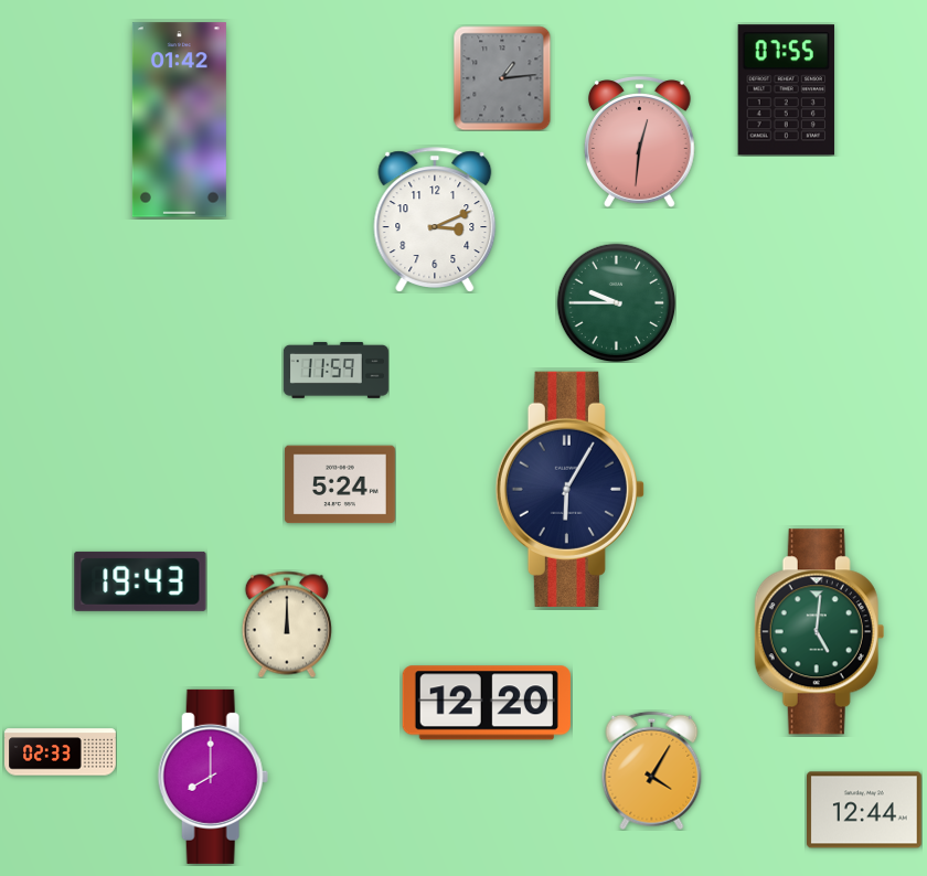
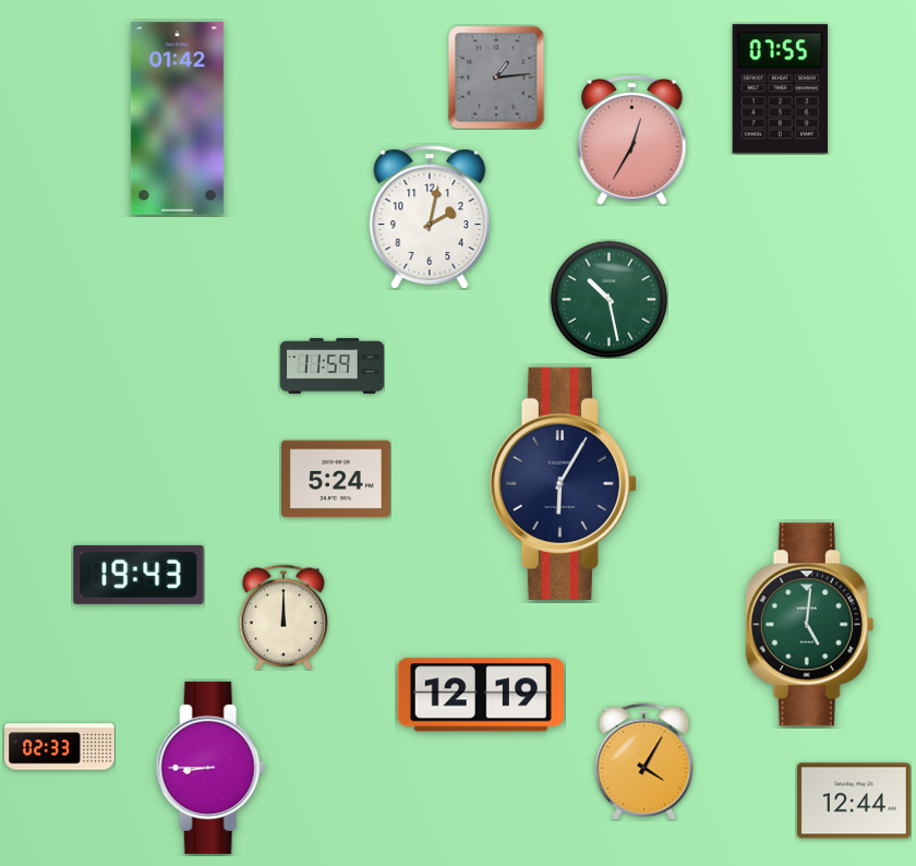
clock at (786, 90) position: (786, 90) -> (780, 89)
clock at (639, 142): 12:31 -> 12:35
clock at (435, 220): 3:11 -> 2:02
clock at (616, 302): 9:45 -> 10:28
clock at (487, 703): 12:20 -> 12:19
clock at (61, 752) position: (61, 752) -> (60, 747)
clock at (213, 777): 8:00 -> 8:45
